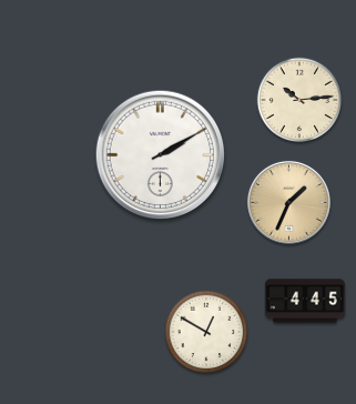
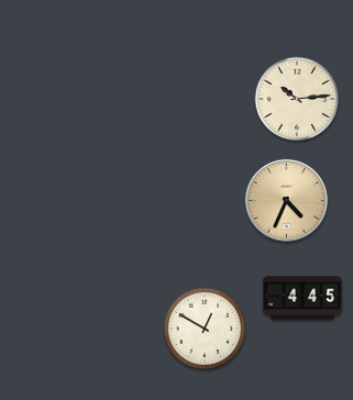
clock at (160, 154): 2:10 -> none
clock at (288, 202): 1:34 -> 4:34
